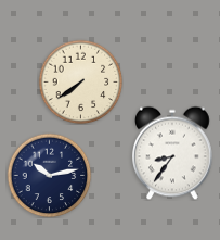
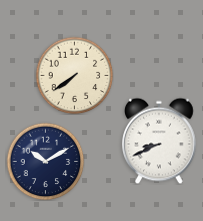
clock at (172, 153): 8:36 -> 8:41
clock at (49, 175): 10:13 -> 10:10
